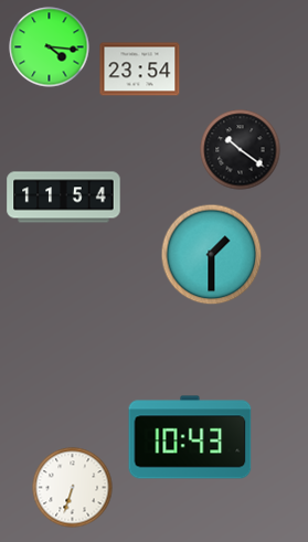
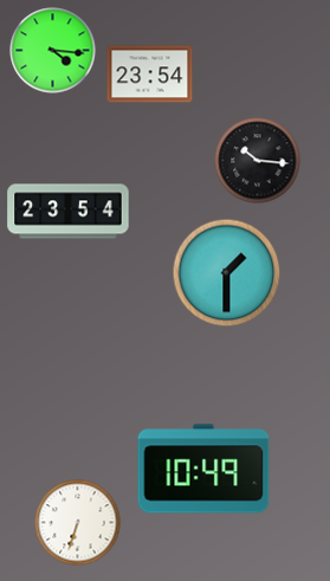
clock at (241, 150): 10:21 -> 10:16
clock at (64, 198): 11:54 -> 23:54
clock at (190, 437): 10:43 -> 10:49
